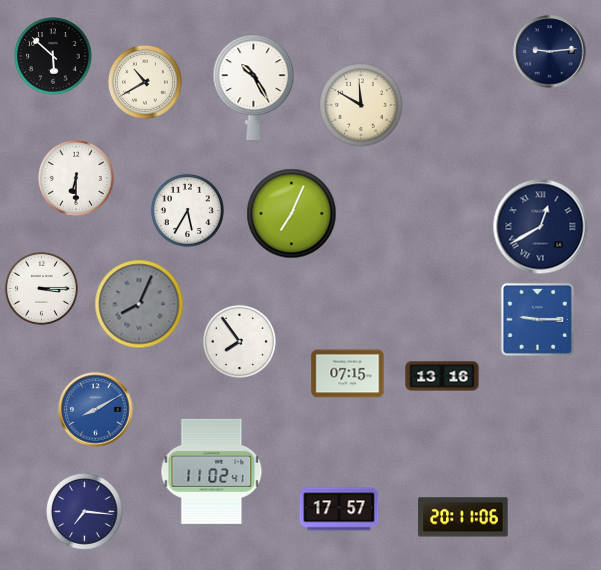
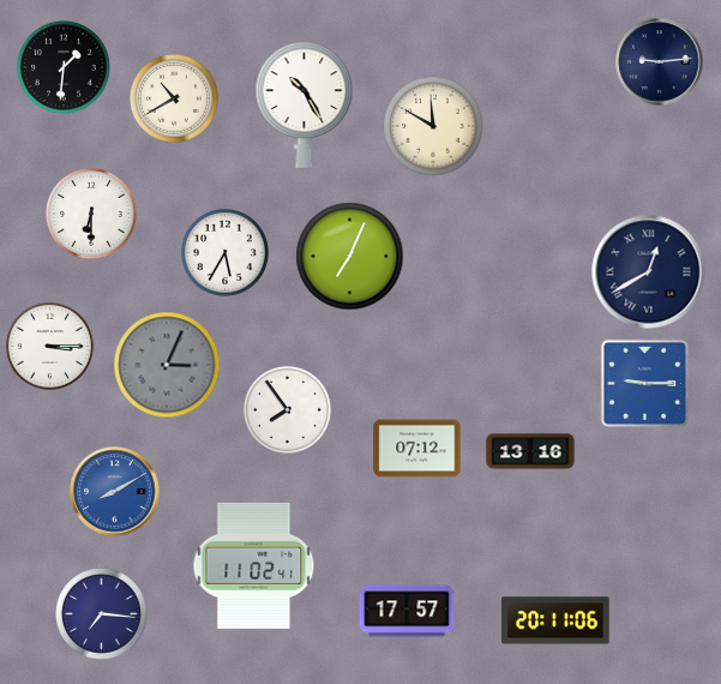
clock at (53, 56): 5:52 -> 1:31
clock at (139, 304): 8:04 -> 3:04
clock at (348, 374): 07:15 -> 07:12
